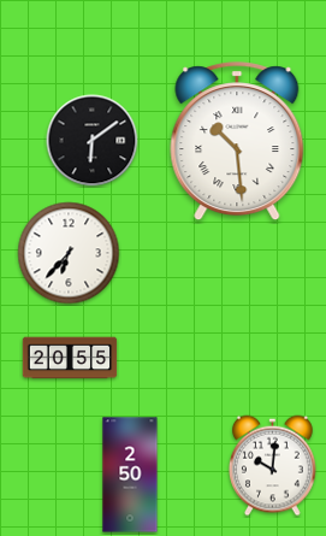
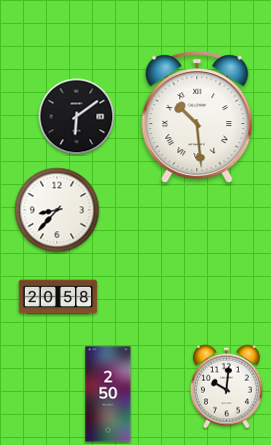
clock at (69, 253): 6:37 -> 8:37
clock at (70, 358): 20:55 -> 20:58
